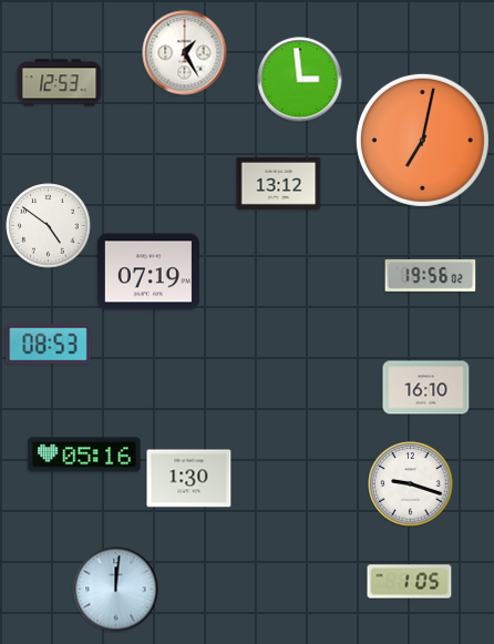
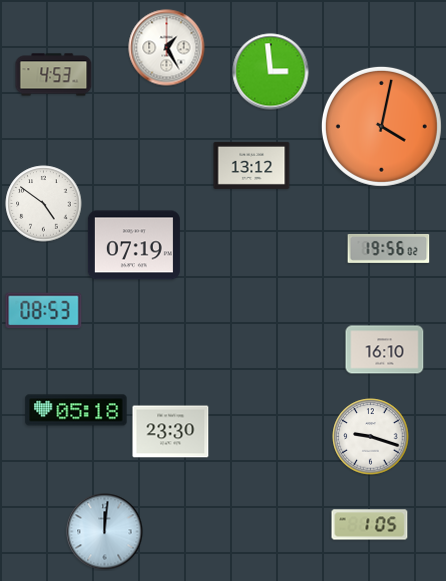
clock at (60, 83): 12:53 -> 4:53
clock at (422, 140): 7:02 -> 4:02
clock at (84, 454): 05:16 -> 05:18
clock at (189, 479): 1:30 -> 23:30
